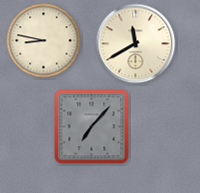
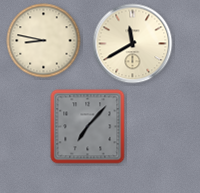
clock at (136, 44) position: (136, 44) -> (133, 44)
clock at (92, 127) position: (92, 127) -> (88, 127)
